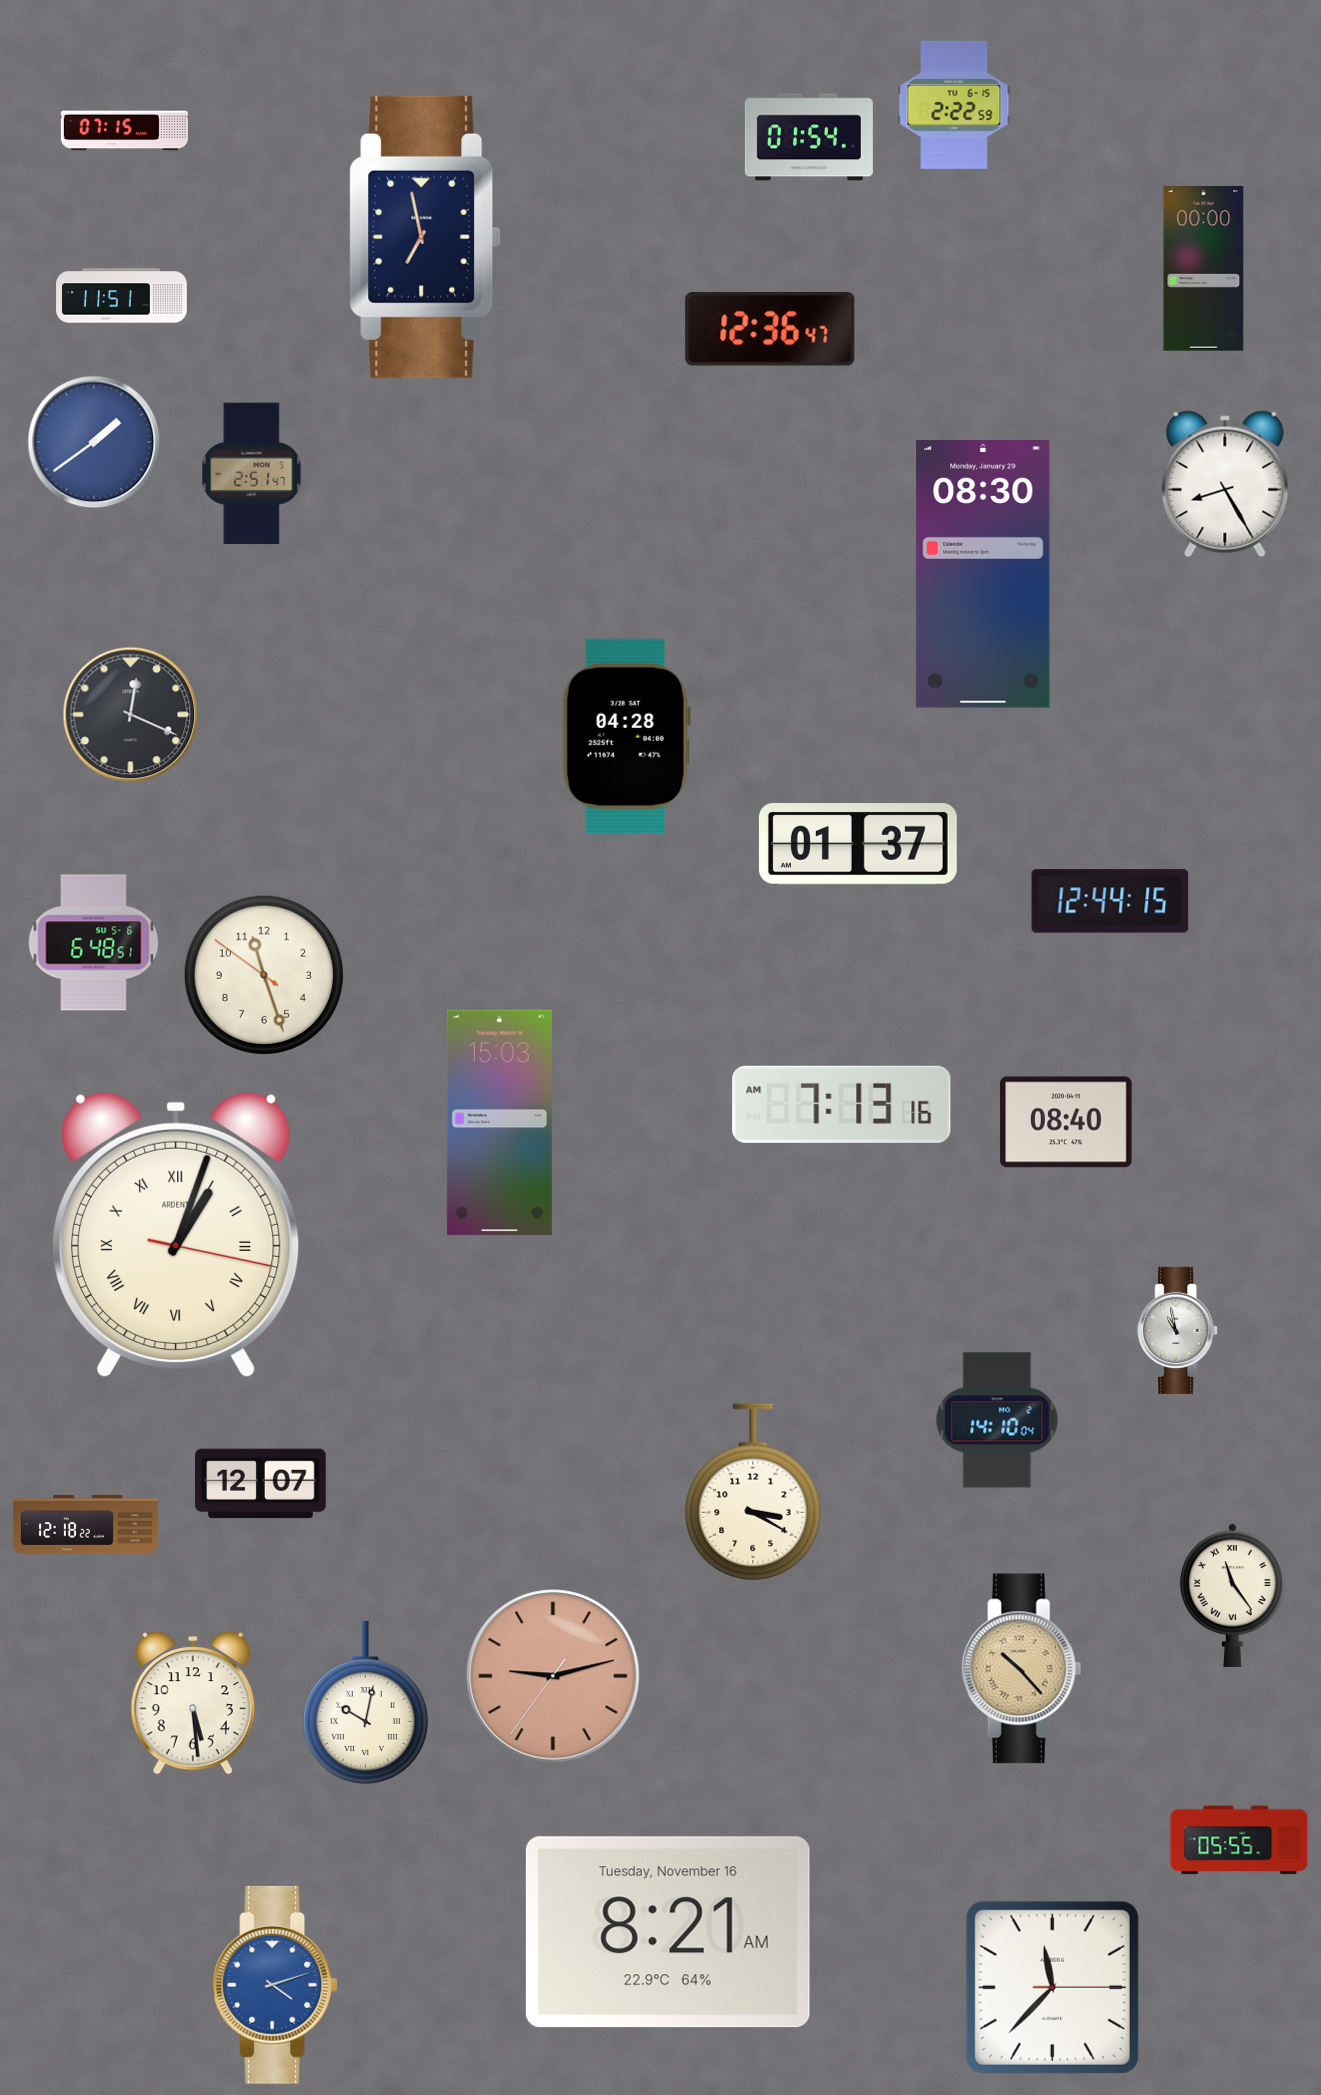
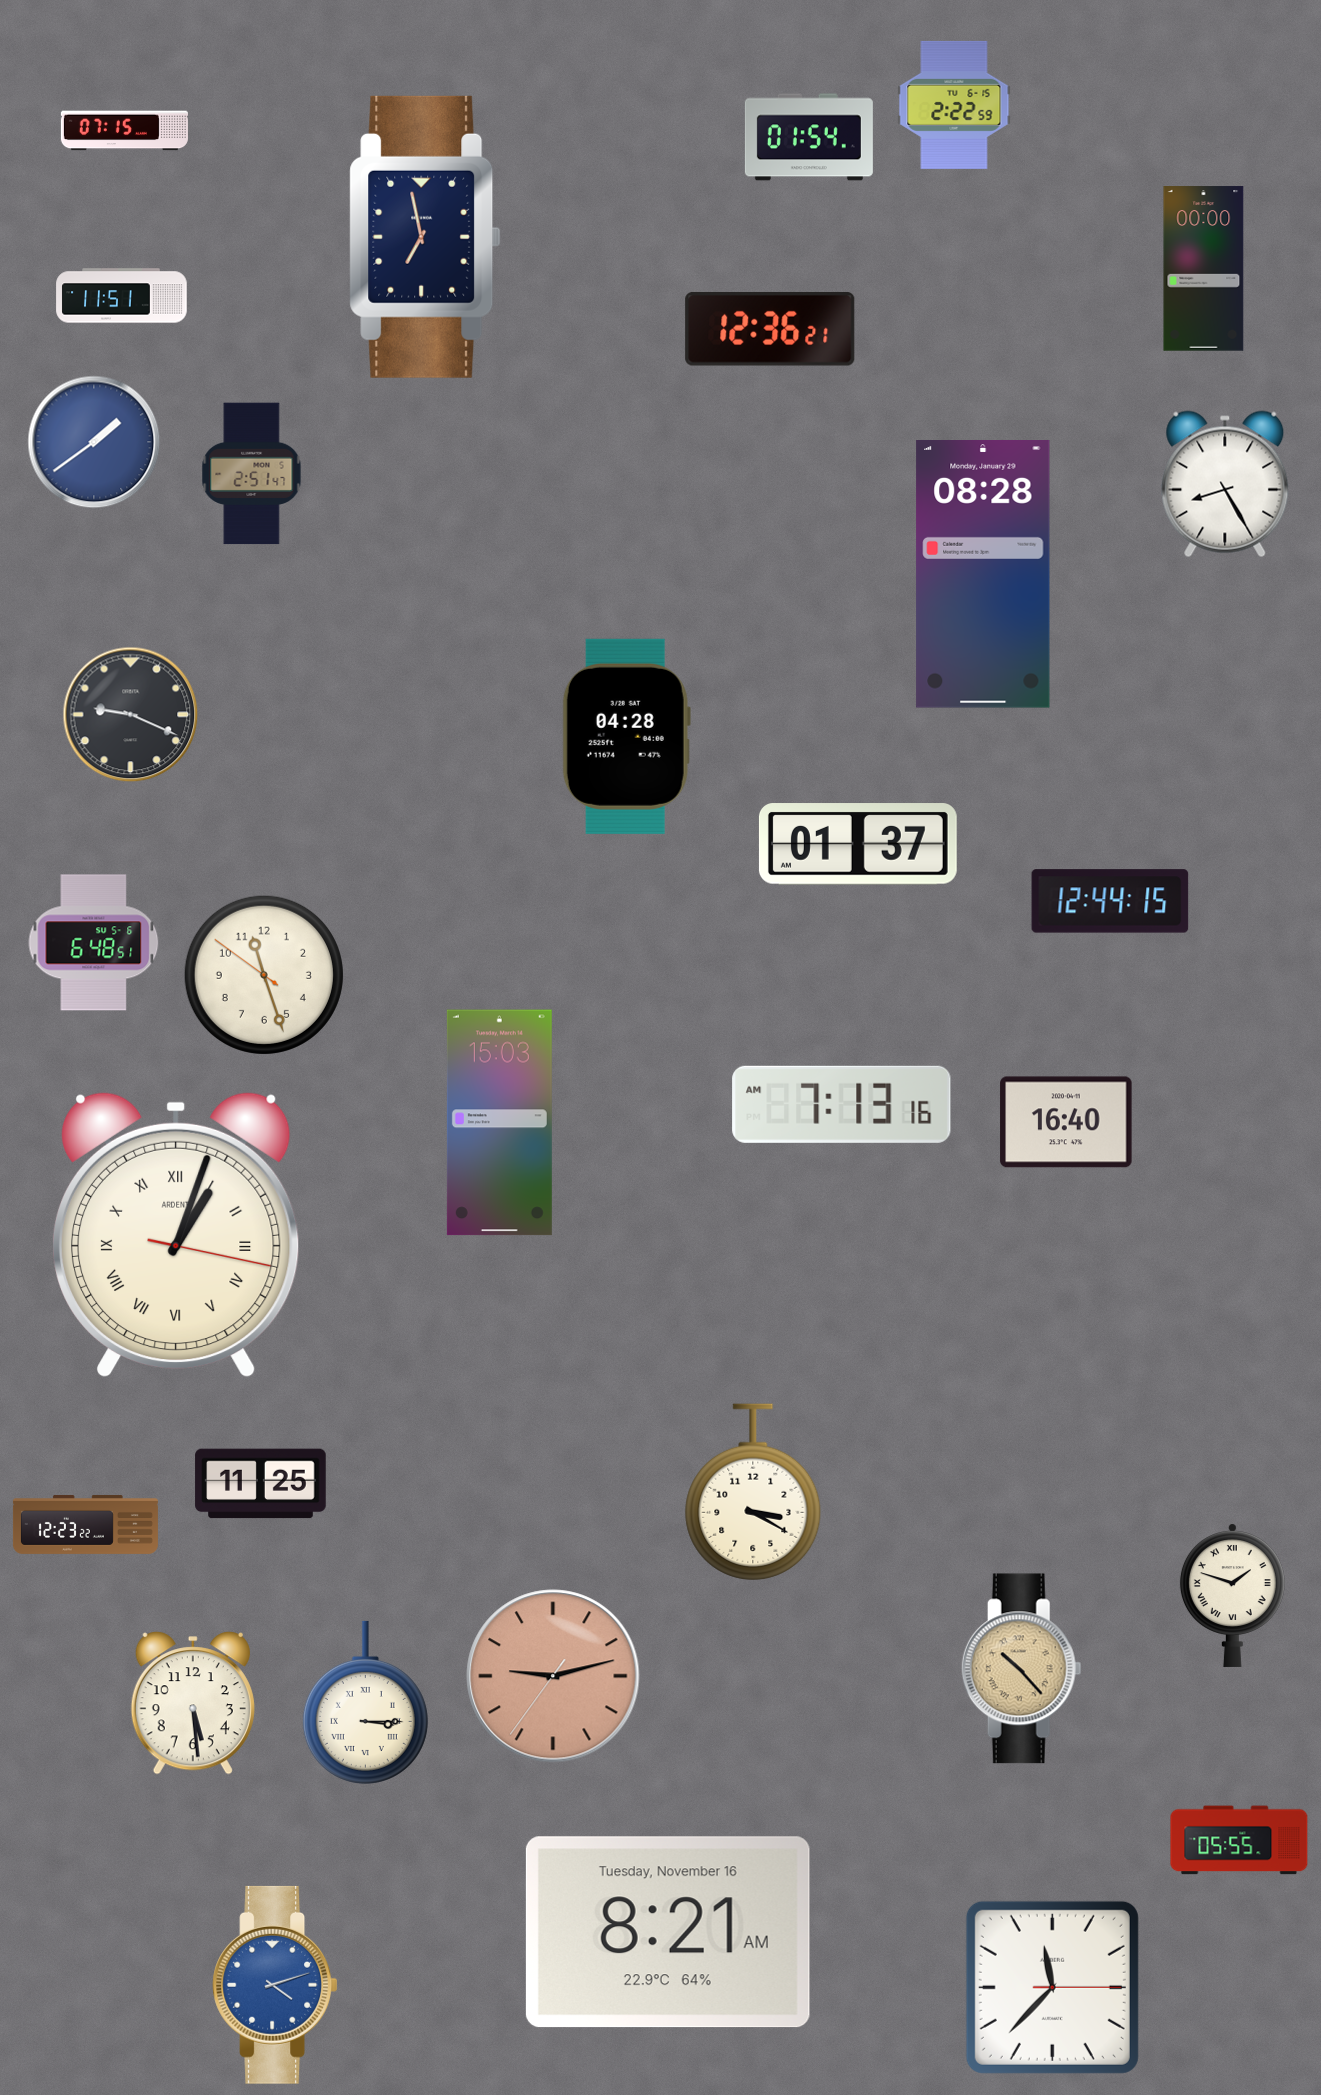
clock at (770, 329): 12:36:47 -> 12:36:21
clock at (983, 575): 08:30 -> 08:28
clock at (131, 715): 12:19 -> 9:19
clock at (1066, 1122): 08:40 -> 16:40
clock at (1178, 1330): 10:58 -> none
clock at (997, 1420): 14:10 -> none
clock at (261, 1484): 12:07 -> 11:25
clock at (85, 1524): 12:18 -> 12:23
clock at (1232, 1595): 11:24 -> 1:48
clock at (365, 1702): 10:02 -> 3:15
